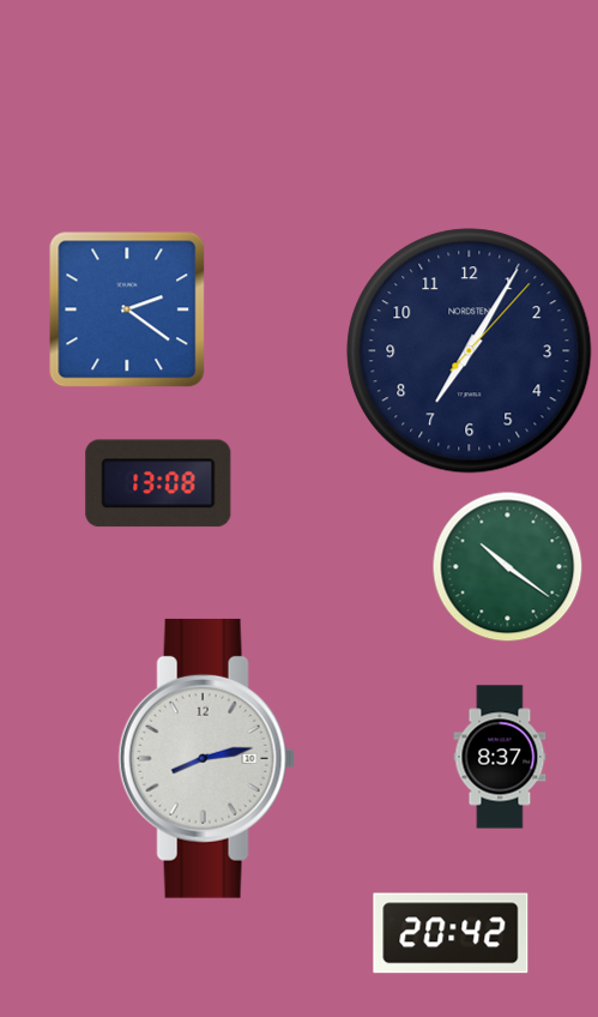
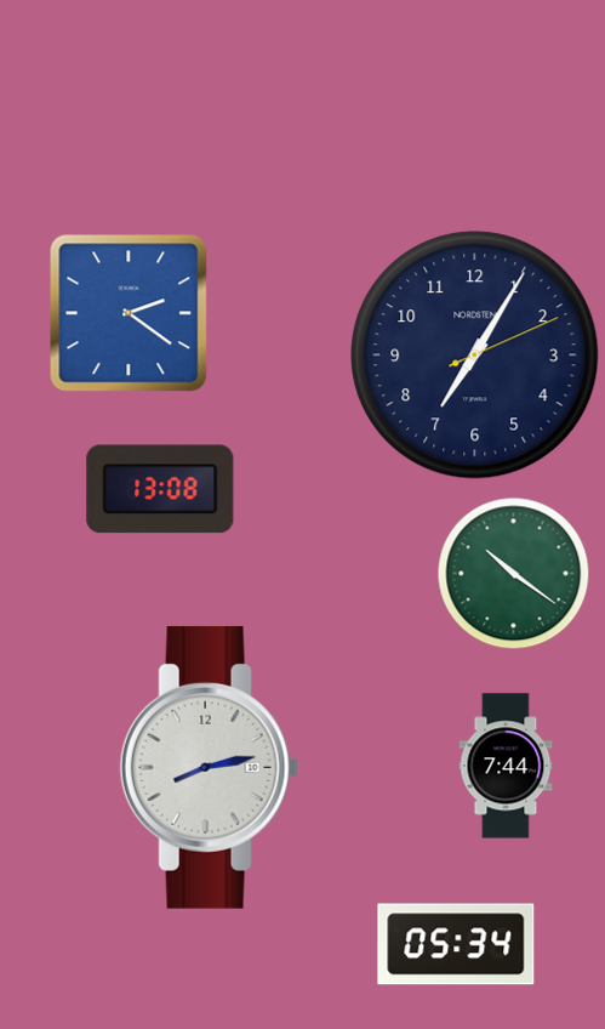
clock at (470, 351): 7:05:07 -> 7:05:11
clock at (500, 757): 8:37 -> 7:44
clock at (451, 933): 20:42 -> 05:34
